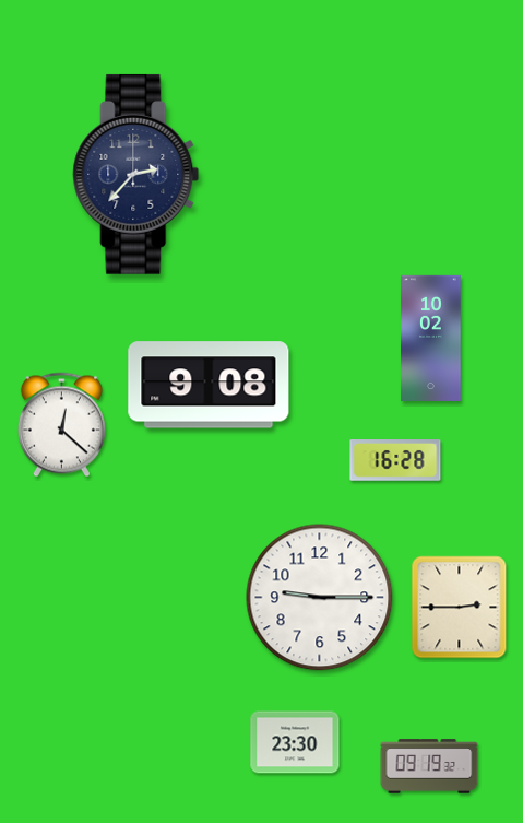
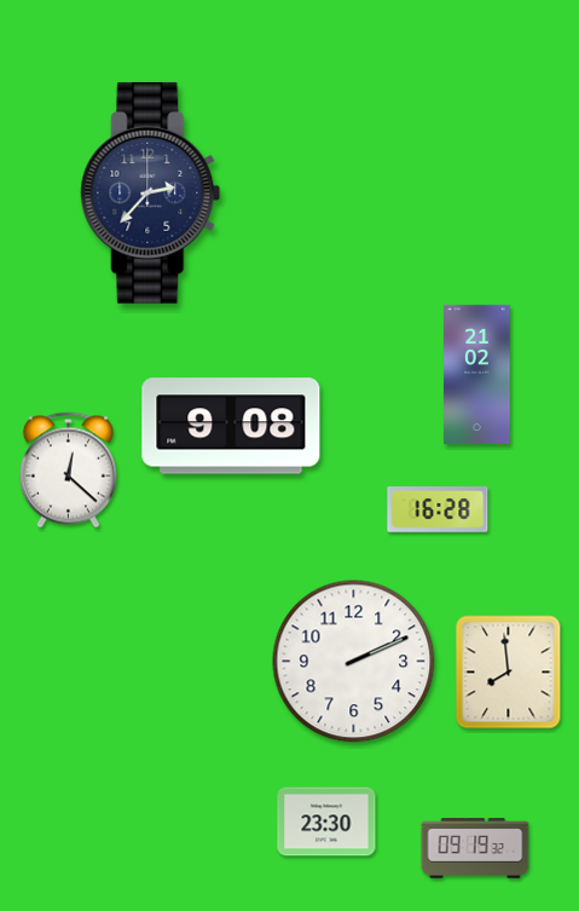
clock at (431, 338): 10:02 -> 21:02
clock at (320, 598): 9:15 -> 2:11
clock at (460, 608): 2:45 -> 7:59
